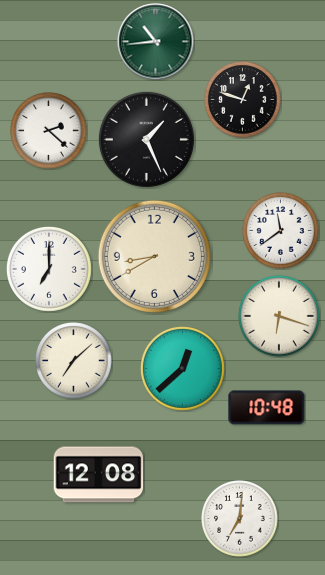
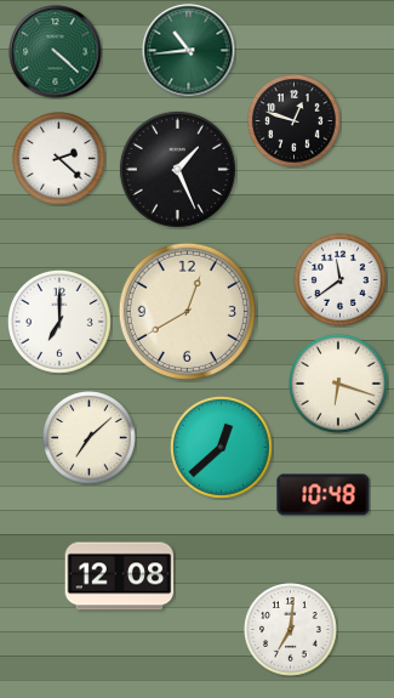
clock at (56, 52): none -> 4:22
clock at (154, 256): 8:40 -> 12:40
clock at (49, 269) position: (49, 269) -> (59, 322)
